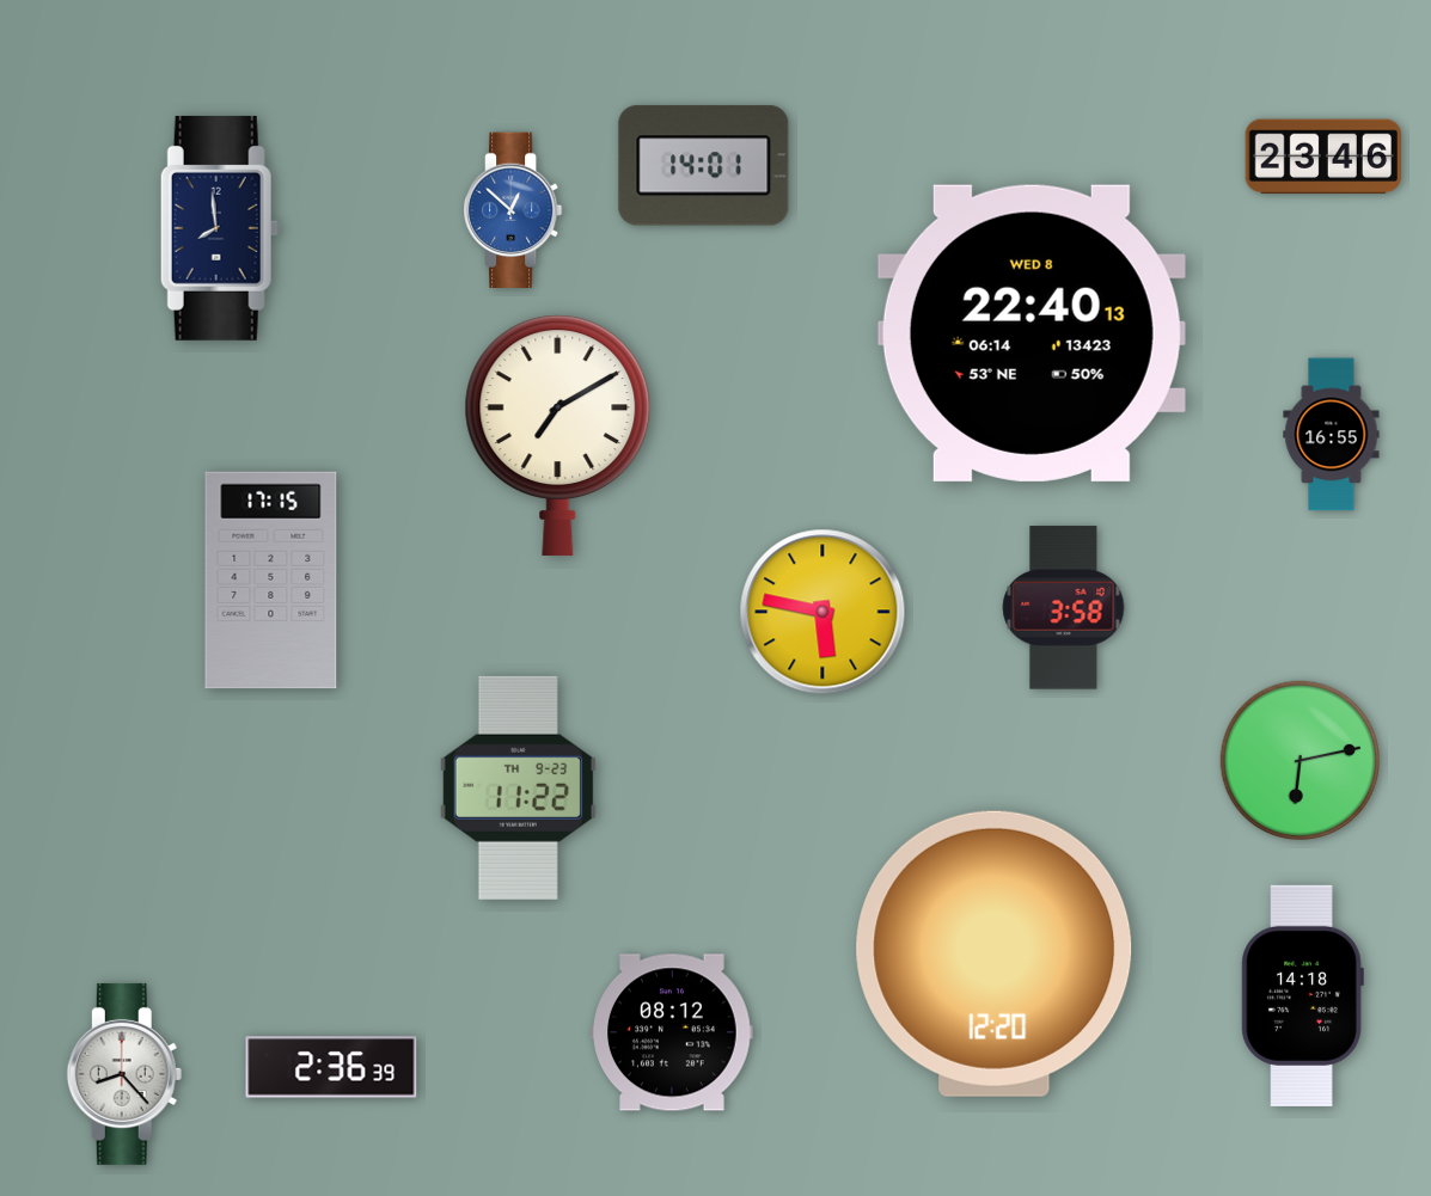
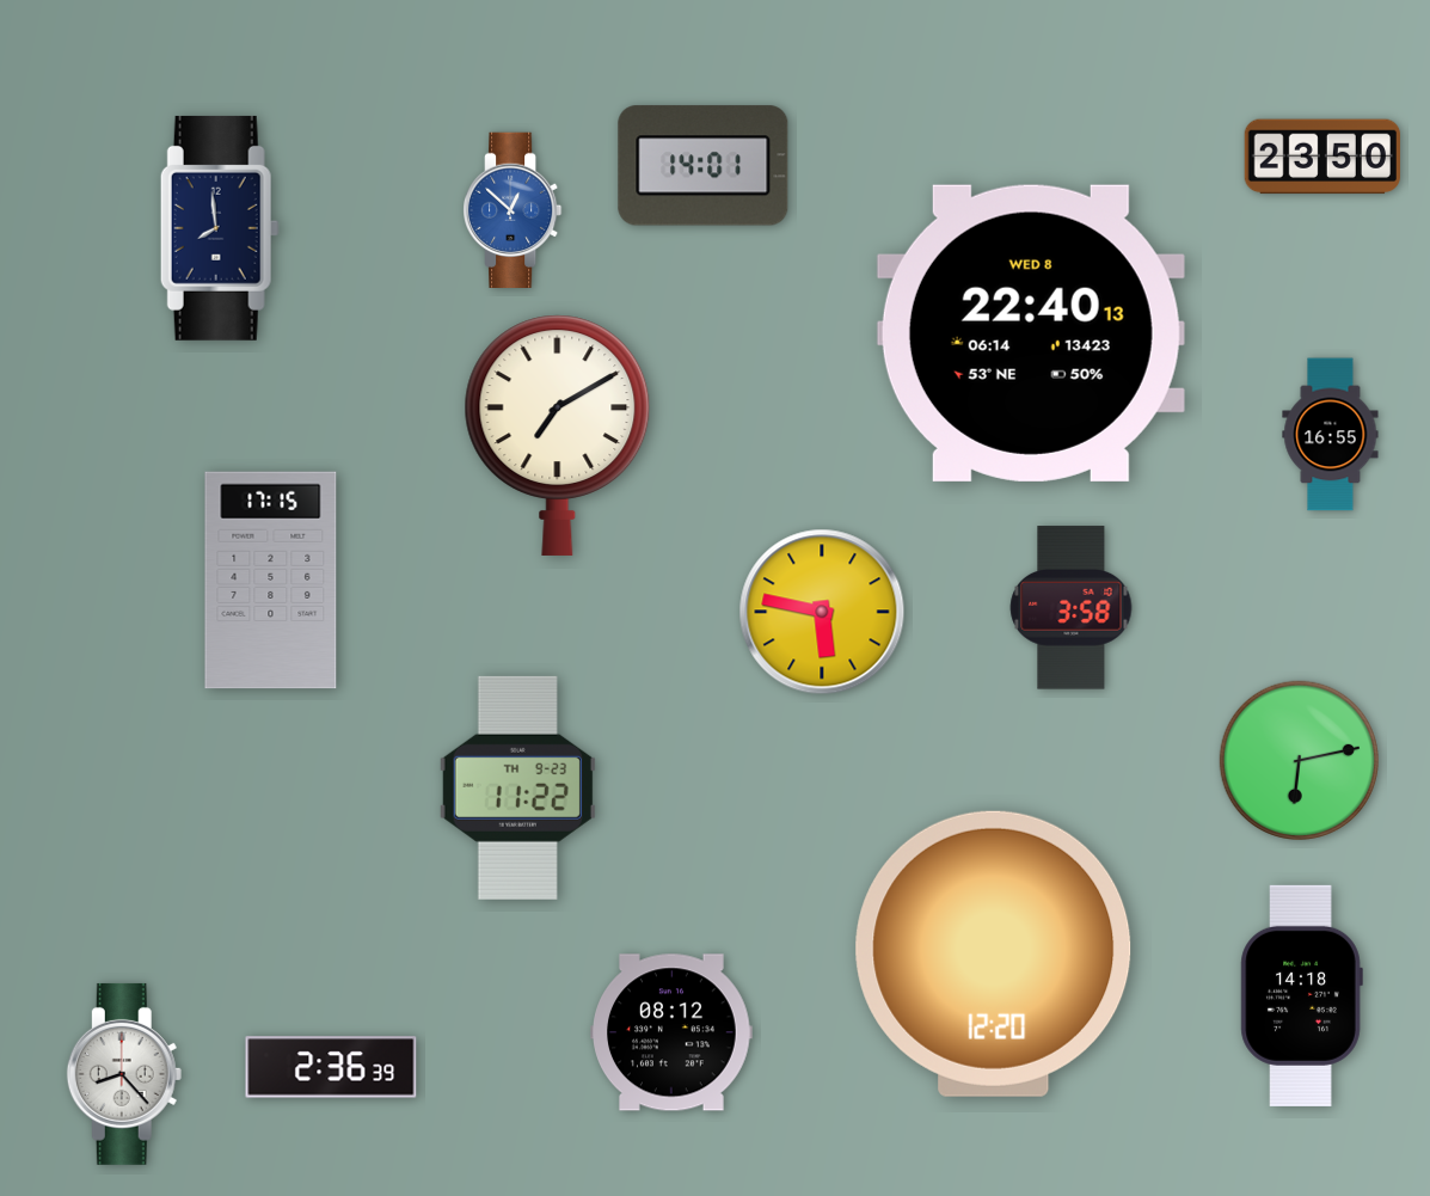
clock at (1322, 157): 23:46 -> 23:50
clock at (1064, 608) position: (1064, 608) -> (1072, 608)
